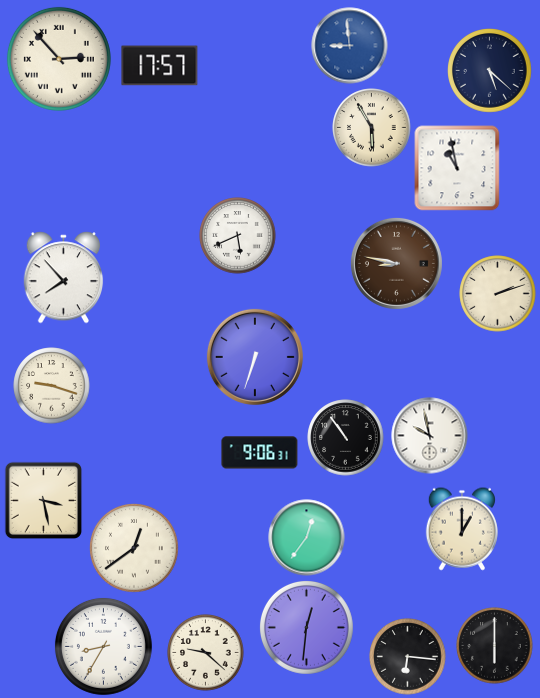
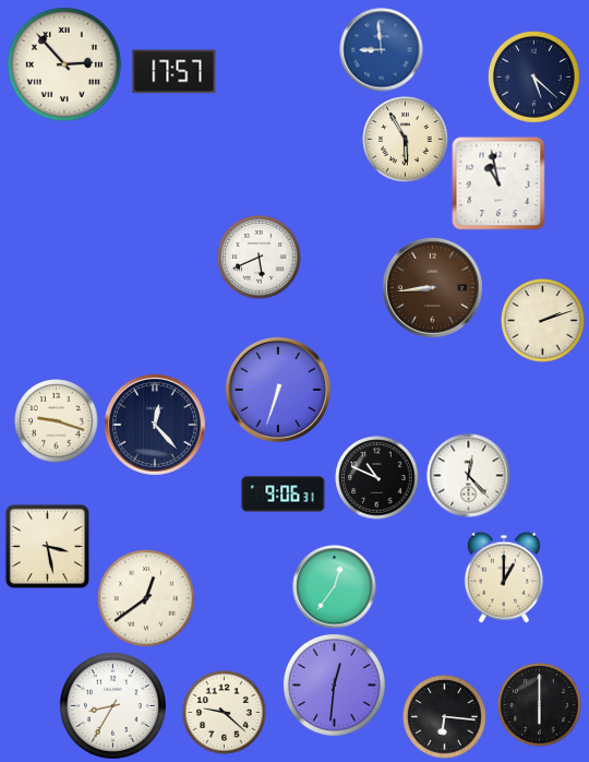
clock at (396, 263): 8:47 -> 8:44
clock at (64, 278): 7:53 -> none
clock at (155, 425): none -> 12:23
clock at (430, 436): 9:58 -> 12:23
clock at (346, 438): 10:54 -> 10:49
